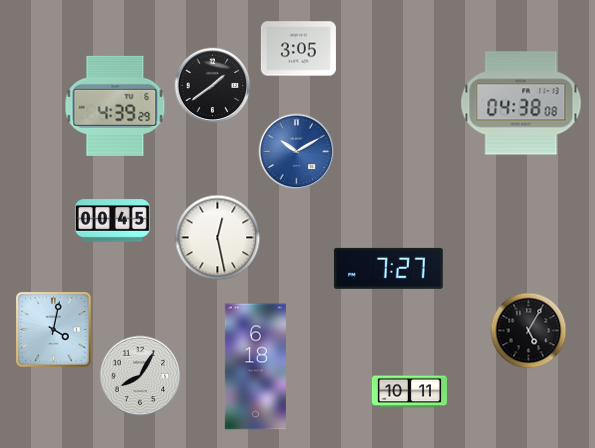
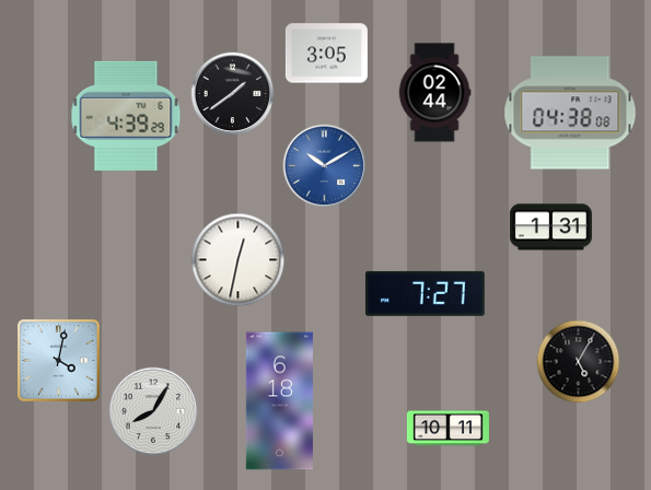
clock at (434, 93): none -> 02:44
clock at (550, 227): none -> 1:31
clock at (112, 221): 00:45 -> none
clock at (218, 238): 12:28 -> 12:32
